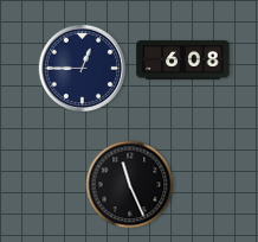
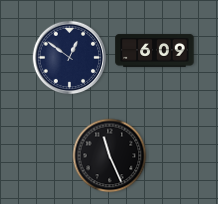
clock at (183, 60): 6:08 -> 6:09
clock at (83, 69): 12:45 -> 12:51
